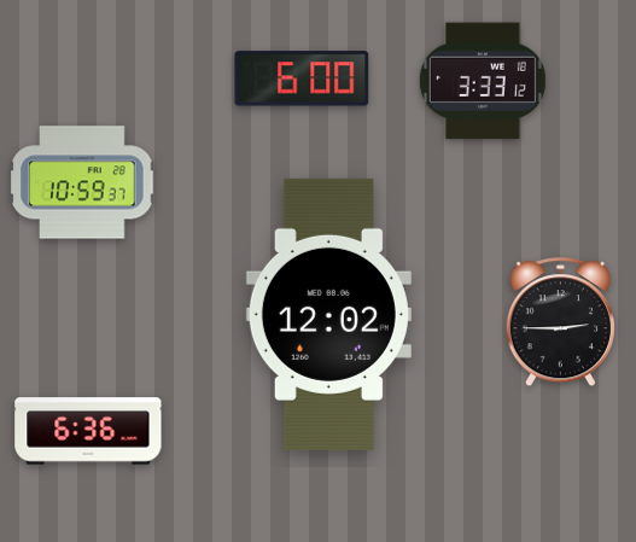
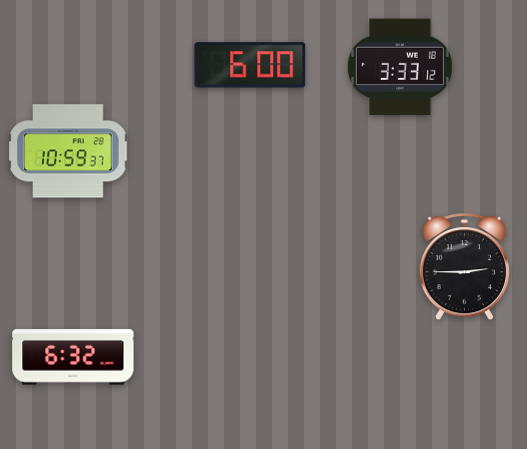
clock at (328, 314): 12:02 -> none
clock at (88, 431): 6:36 -> 6:32
